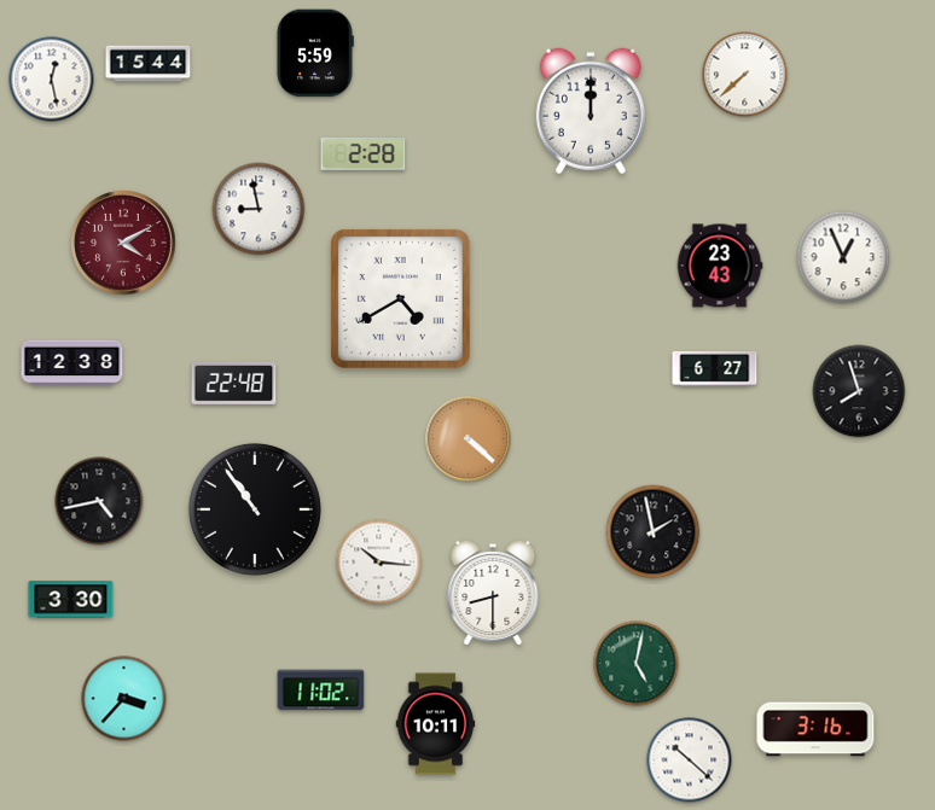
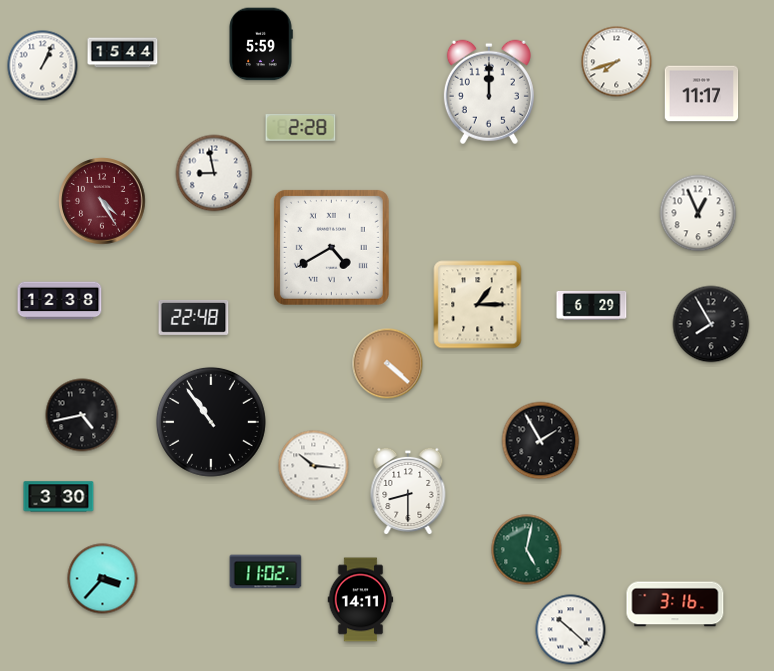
clock at (745, 75): 7:38 -> 7:42
clock at (52, 80): 12:28 -> 1:04
clock at (702, 94): none -> 11:17
clock at (123, 243): 4:10 -> 4:25
clock at (720, 266): 23:43 -> none
clock at (478, 305): none -> 1:15
clock at (715, 368): 6:27 -> 6:29
clock at (859, 391): 7:57 -> 7:55
clock at (654, 532): 1:58 -> 1:55
clock at (436, 724): 10:11 -> 14:11
